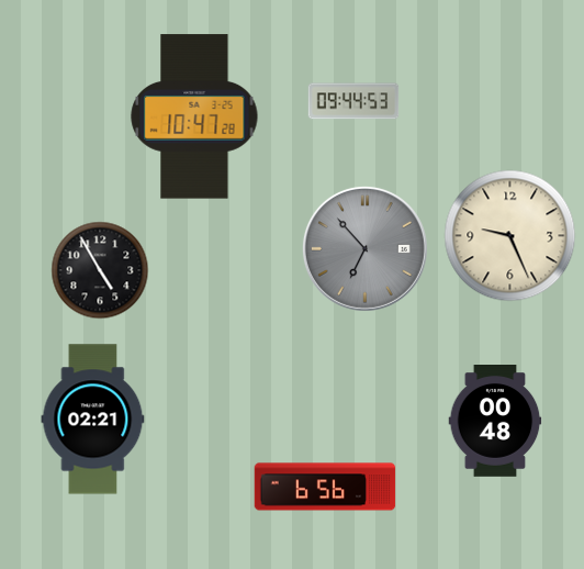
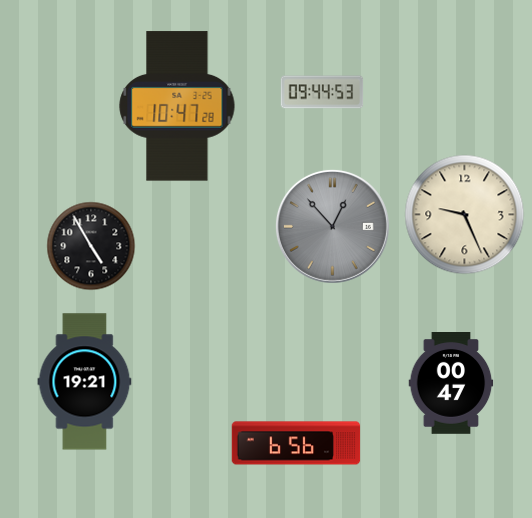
clock at (364, 248): 6:53 -> 12:53
clock at (93, 420): 02:21 -> 19:21
clock at (495, 421): 00:48 -> 00:47
